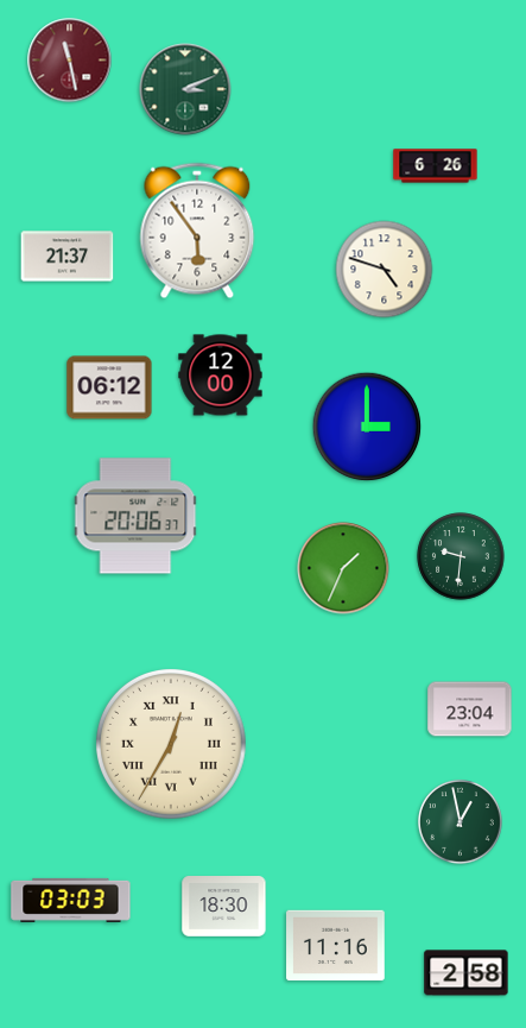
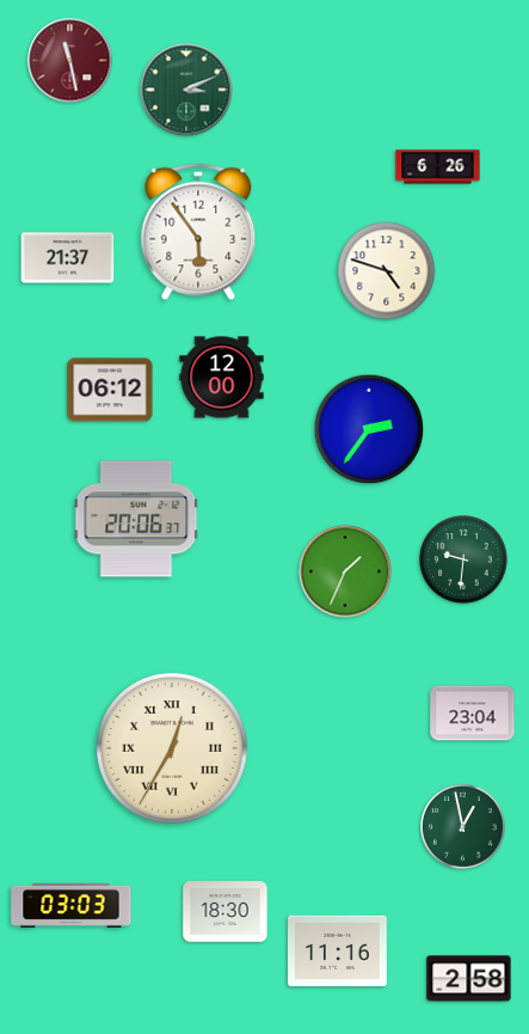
clock at (367, 427): 3:00 -> 2:36
